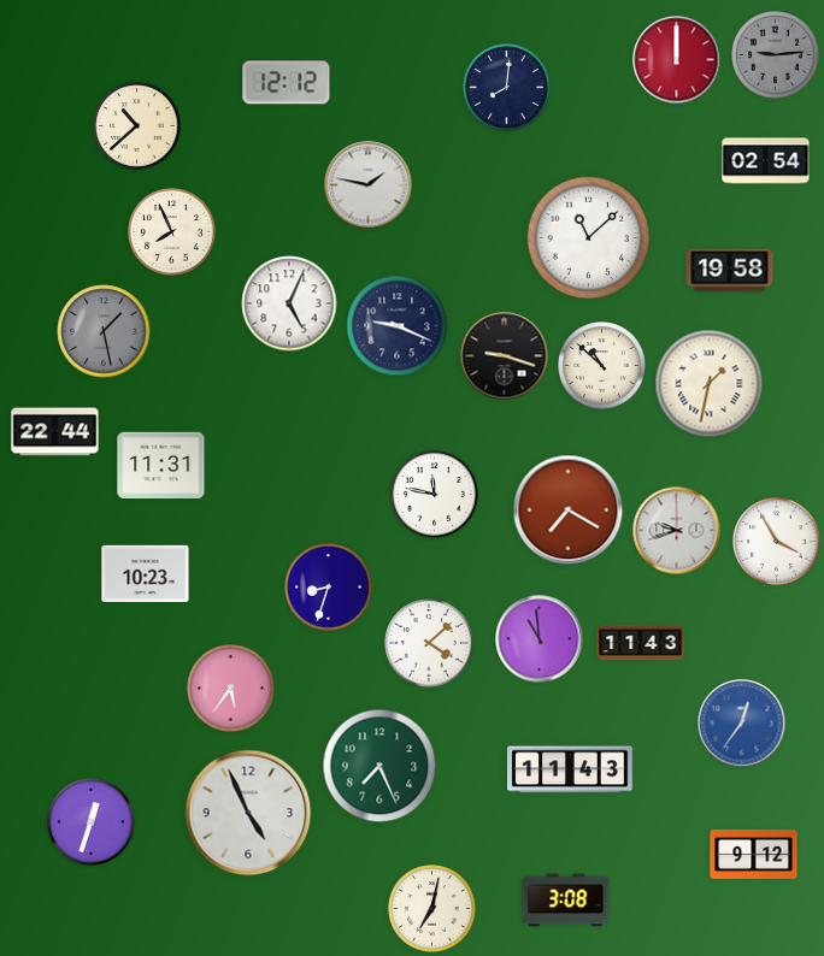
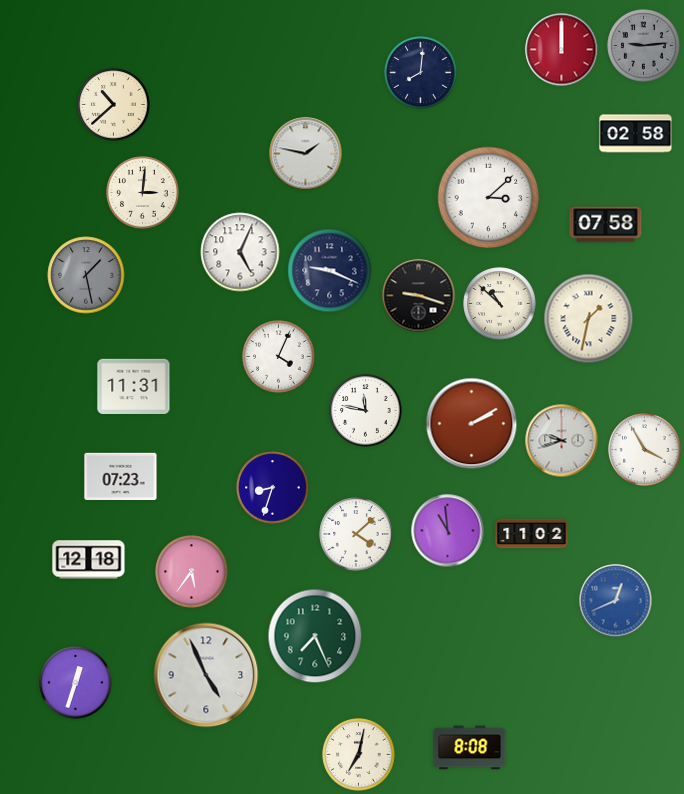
clock at (287, 83): 12:12 -> none
clock at (766, 161): 02:54 -> 02:58
clock at (172, 232): 7:56 -> 3:01
clock at (589, 238): 11:08 -> 3:08
clock at (730, 271): 19:58 -> 07:58
clock at (279, 357): none -> 4:04
clock at (55, 432): 22:44 -> none
clock at (435, 495) position: (435, 495) -> (366, 411)
clock at (569, 511): 7:20 -> 2:10
clock at (146, 573): 10:23 -> 07:23
clock at (641, 643): 11:43 -> 11:02
clock at (89, 560): none -> 12:18
clock at (742, 724): 12:36 -> 12:41
clock at (571, 769): 11:43 -> none
clock at (754, 854): 9:12 -> none
clock at (566, 901): 3:08 -> 8:08
